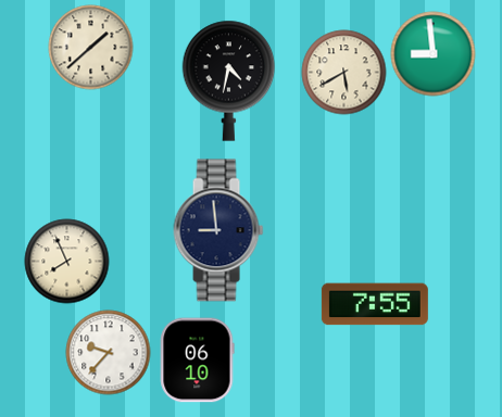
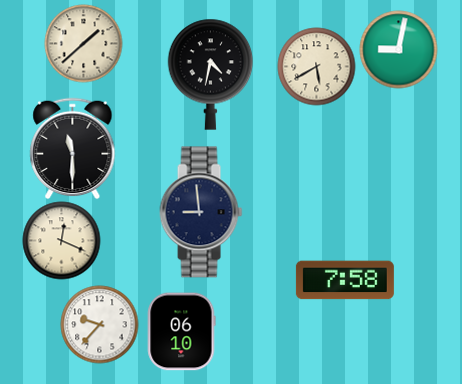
clock at (432, 53): 8:59 -> 9:02
clock at (73, 148): none -> 11:30
clock at (66, 261): 7:56 -> 12:19
clock at (375, 304): 7:55 -> 7:58
